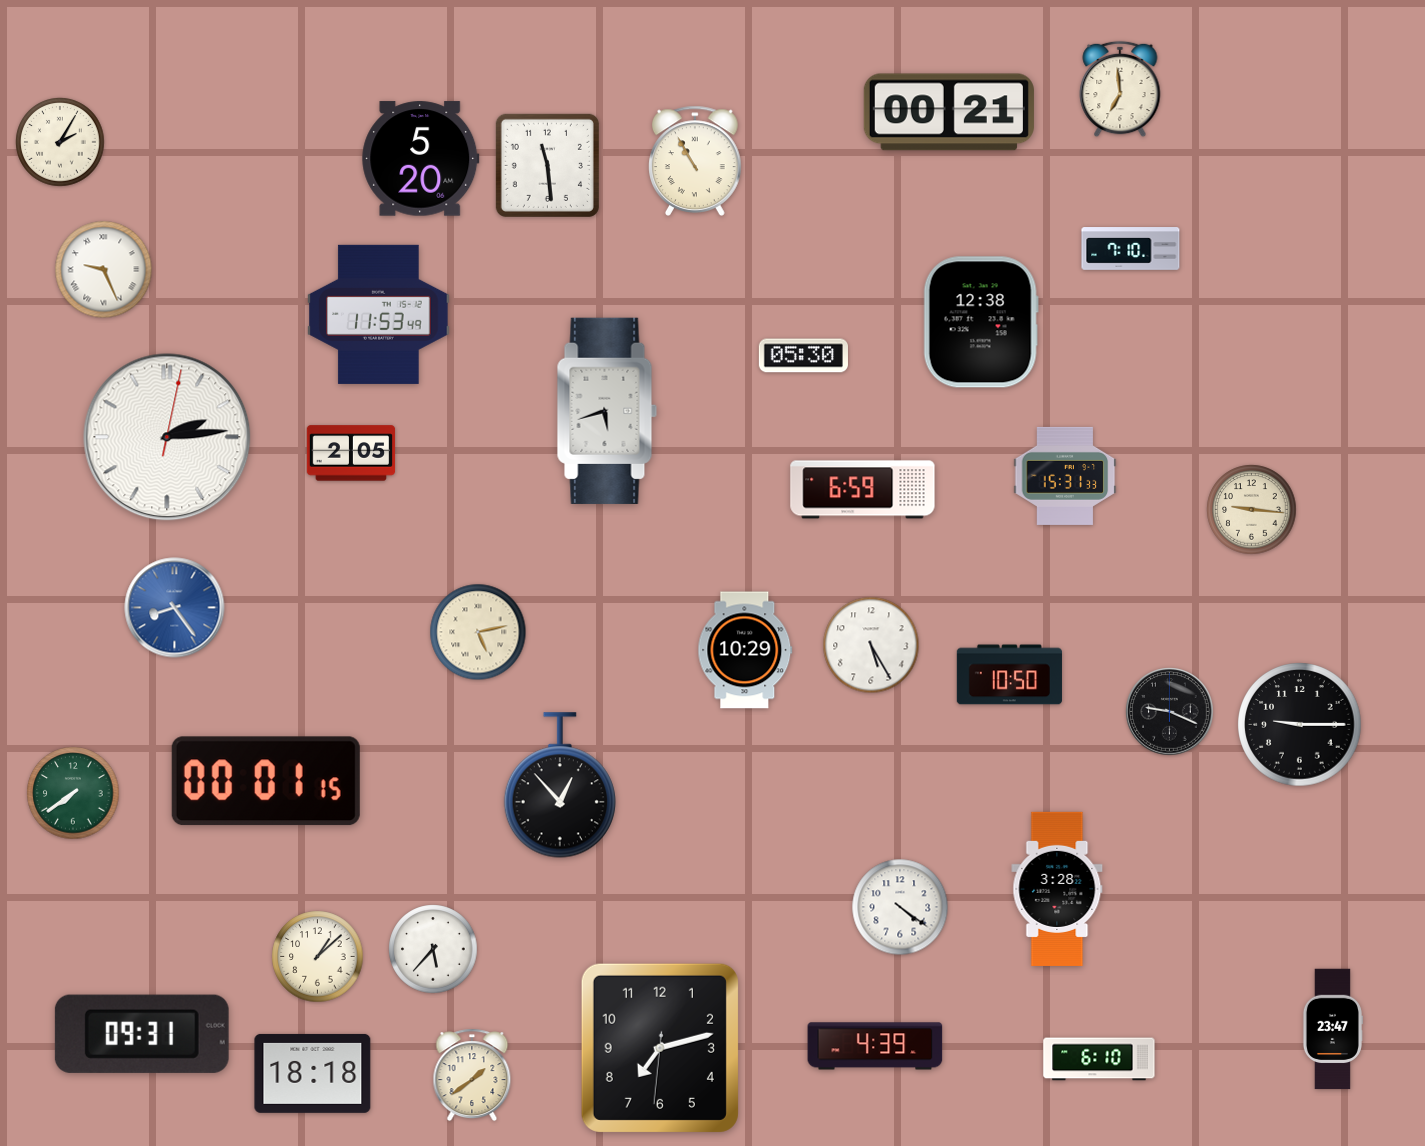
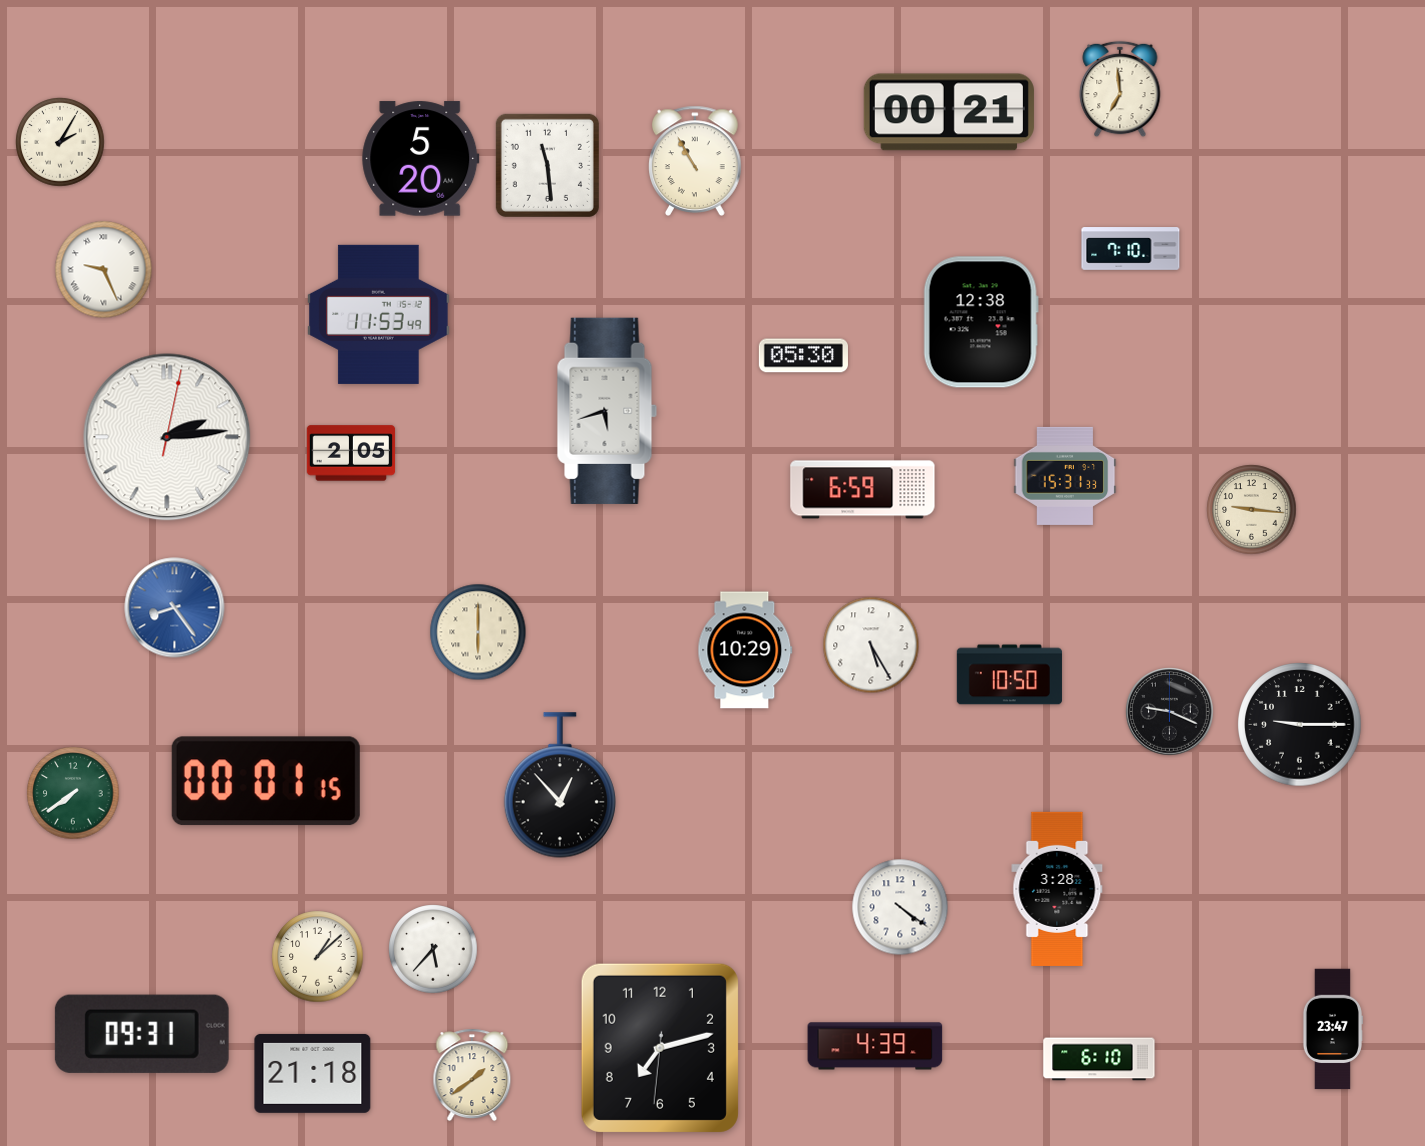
clock at (478, 632): 5:13 -> 6:00
clock at (313, 1073): 18:18 -> 21:18
